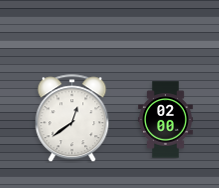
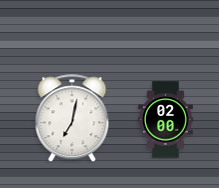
clock at (72, 118): 12:39 -> 7:02
